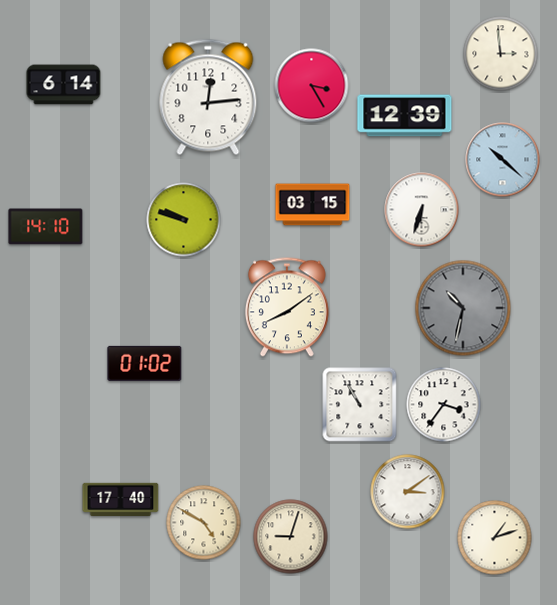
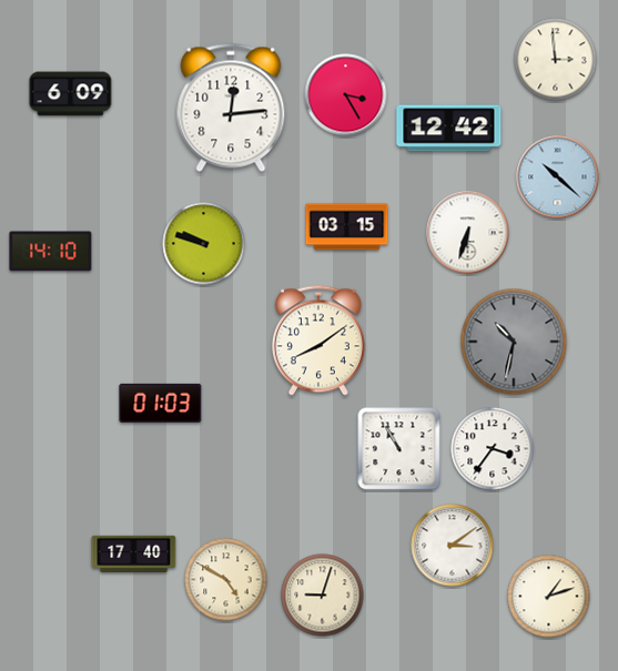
clock at (64, 85): 6:14 -> 6:09
clock at (405, 116): 12:39 -> 12:42
clock at (145, 363): 01:02 -> 01:03
